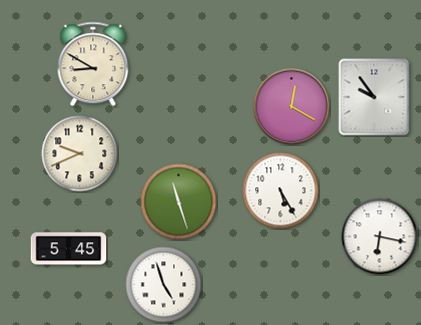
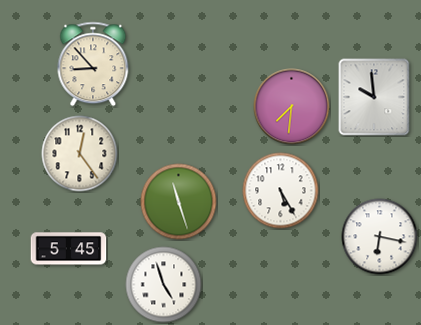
clock at (93, 64): 8:50 -> 8:53
clock at (374, 97): 9:54 -> 9:59
clock at (292, 107): 12:20 -> 7:31
clock at (80, 154): 9:41 -> 12:24
